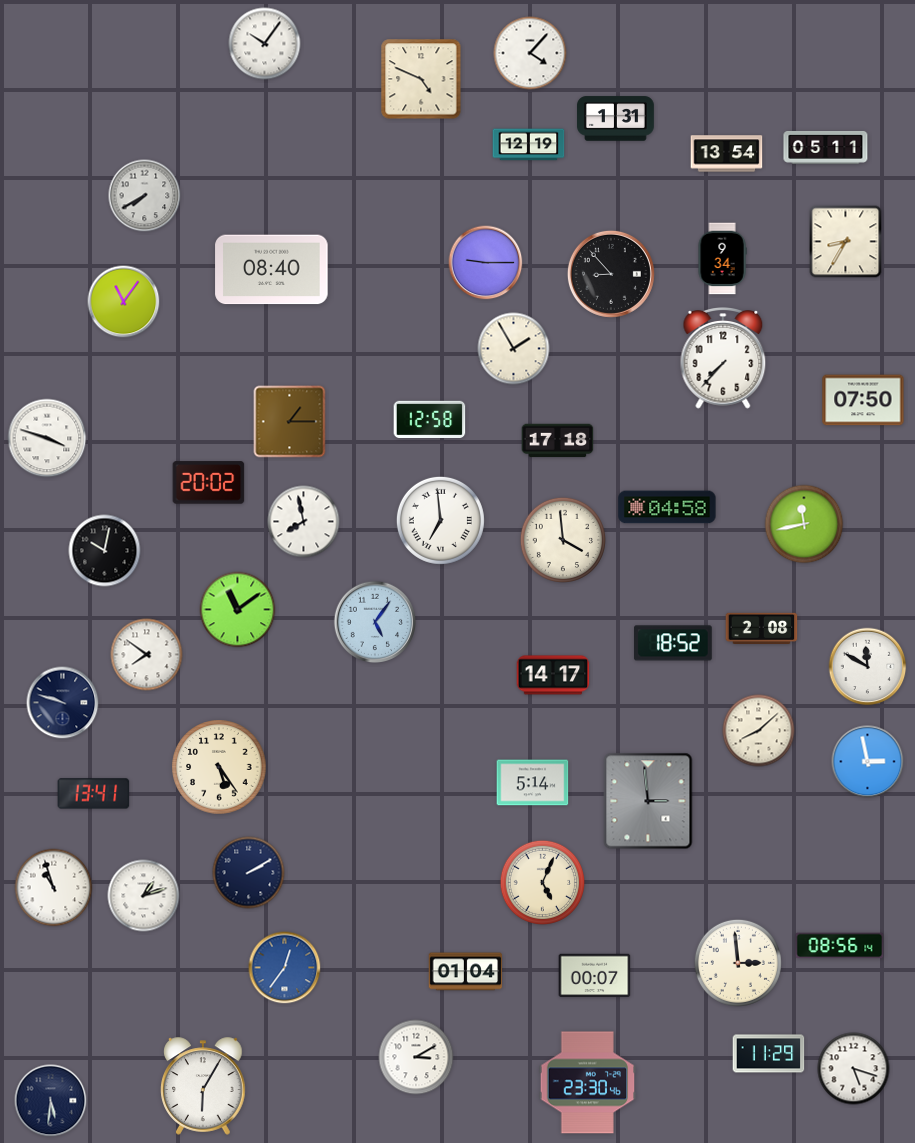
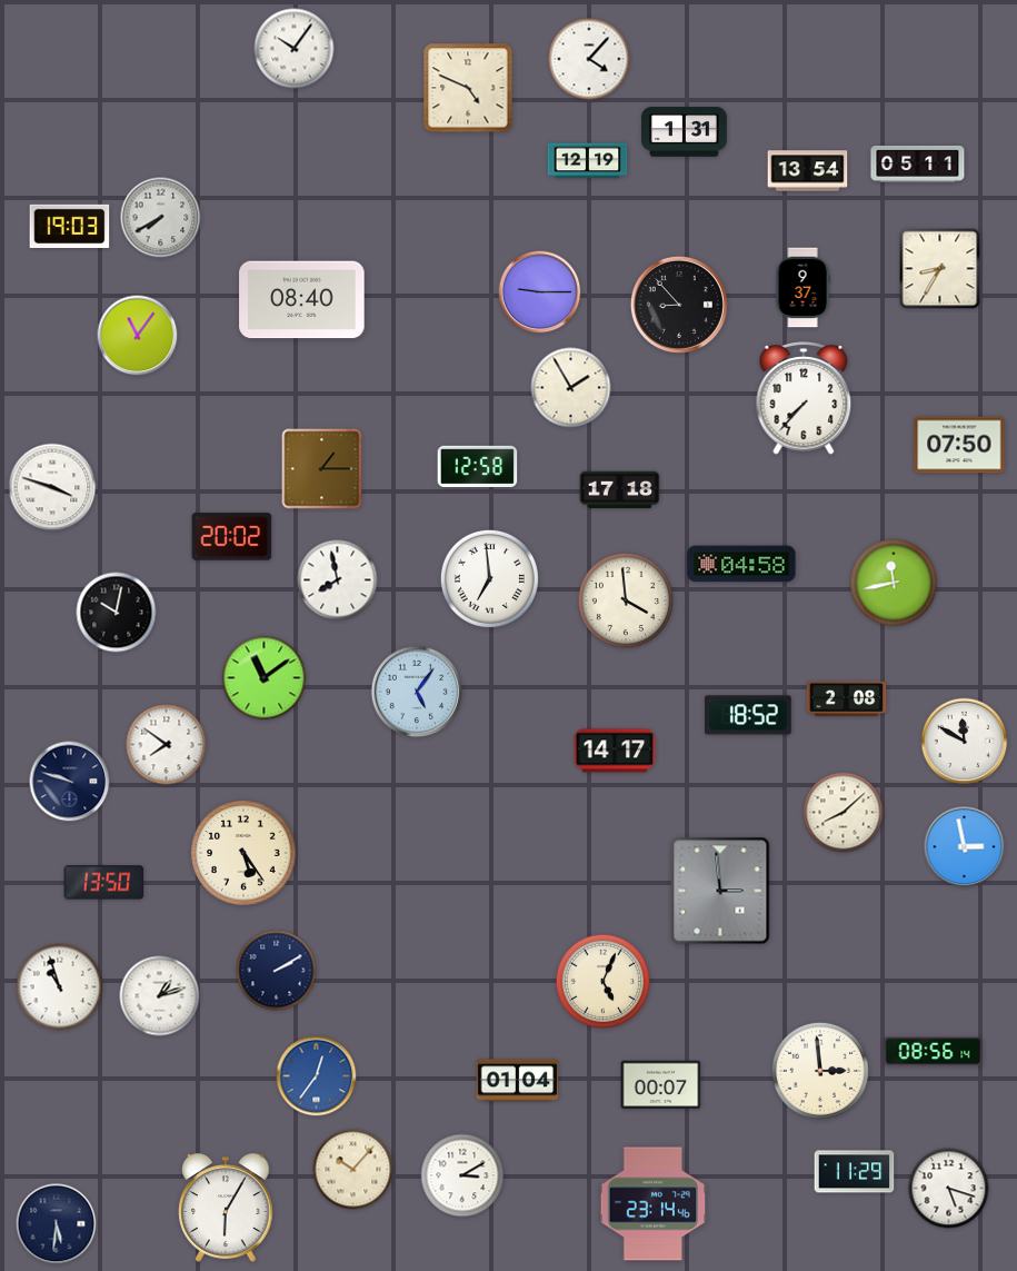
clock at (70, 226): none -> 19:03
clock at (722, 259): 9:34 -> 9:37
clock at (147, 655) position: (147, 655) -> (167, 745)
clock at (533, 783): 5:14 -> none
clock at (94, 794): 13:41 -> 13:50
clock at (353, 1170): none -> 10:07
clock at (588, 1083): 23:30 -> 23:14
